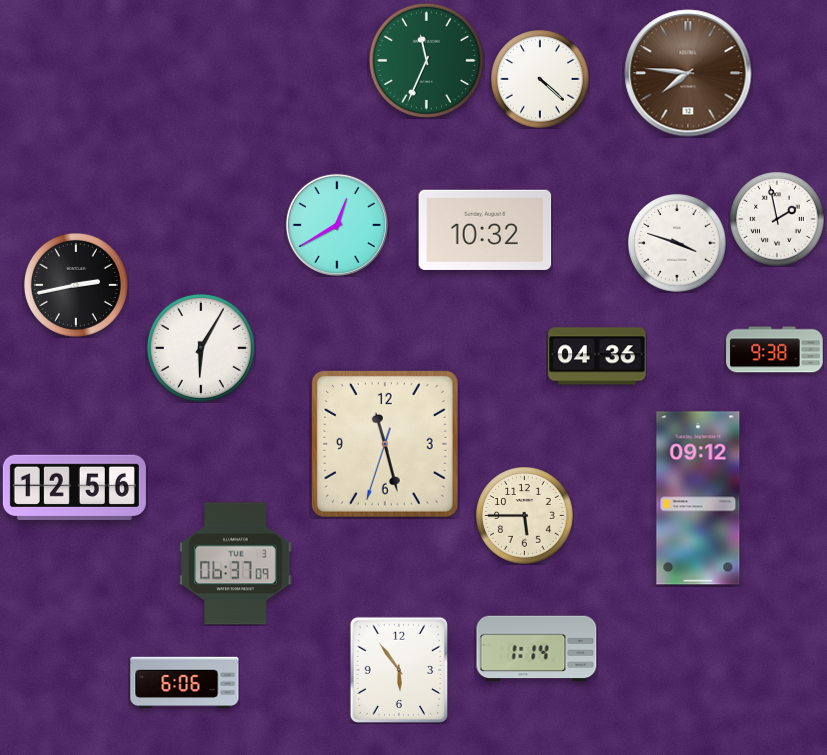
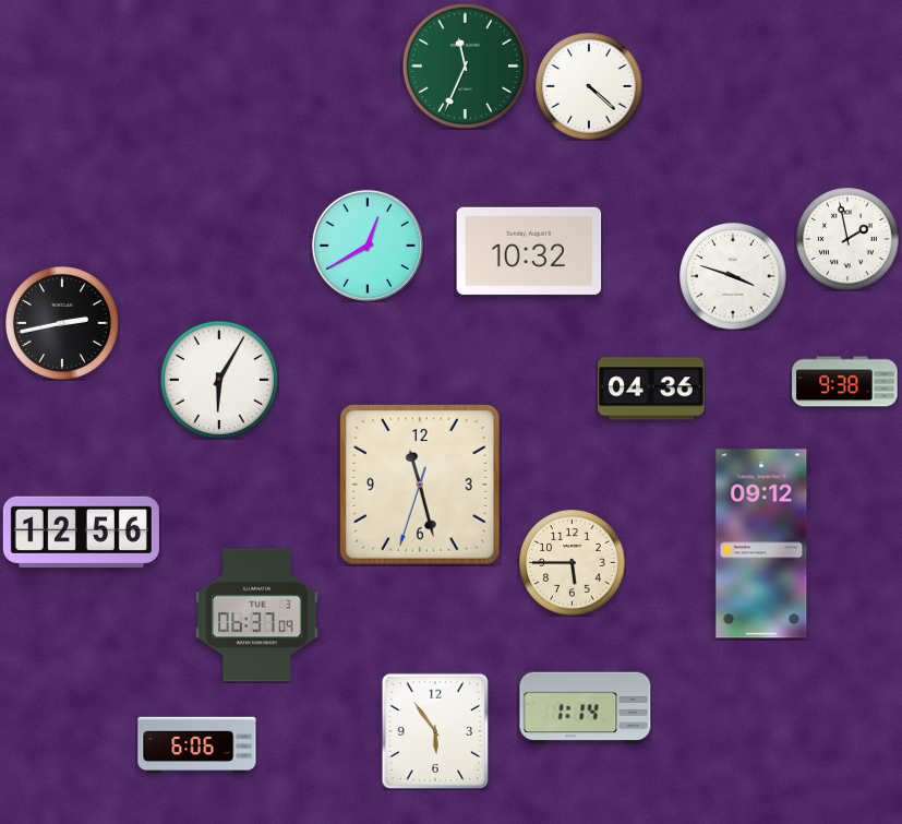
clock at (688, 73): 7:46 -> none
clock at (677, 243) position: (677, 243) -> (733, 276)
clock at (76, 285) position: (76, 285) -> (62, 323)
clock at (185, 683) position: (185, 683) -> (197, 745)
